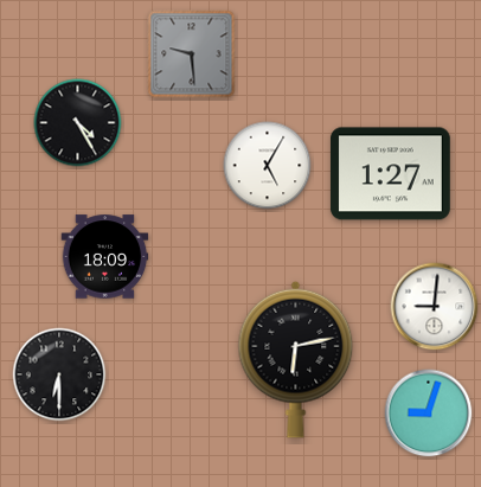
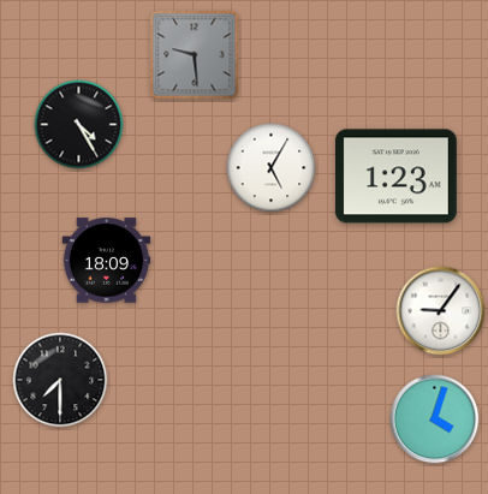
clock at (390, 174): 1:27 -> 1:23
clock at (435, 307): 9:01 -> 9:06
clock at (296, 359): 6:13 -> none
clock at (59, 374): 6:30 -> 7:30
clock at (429, 414): 9:03 -> 4:03
